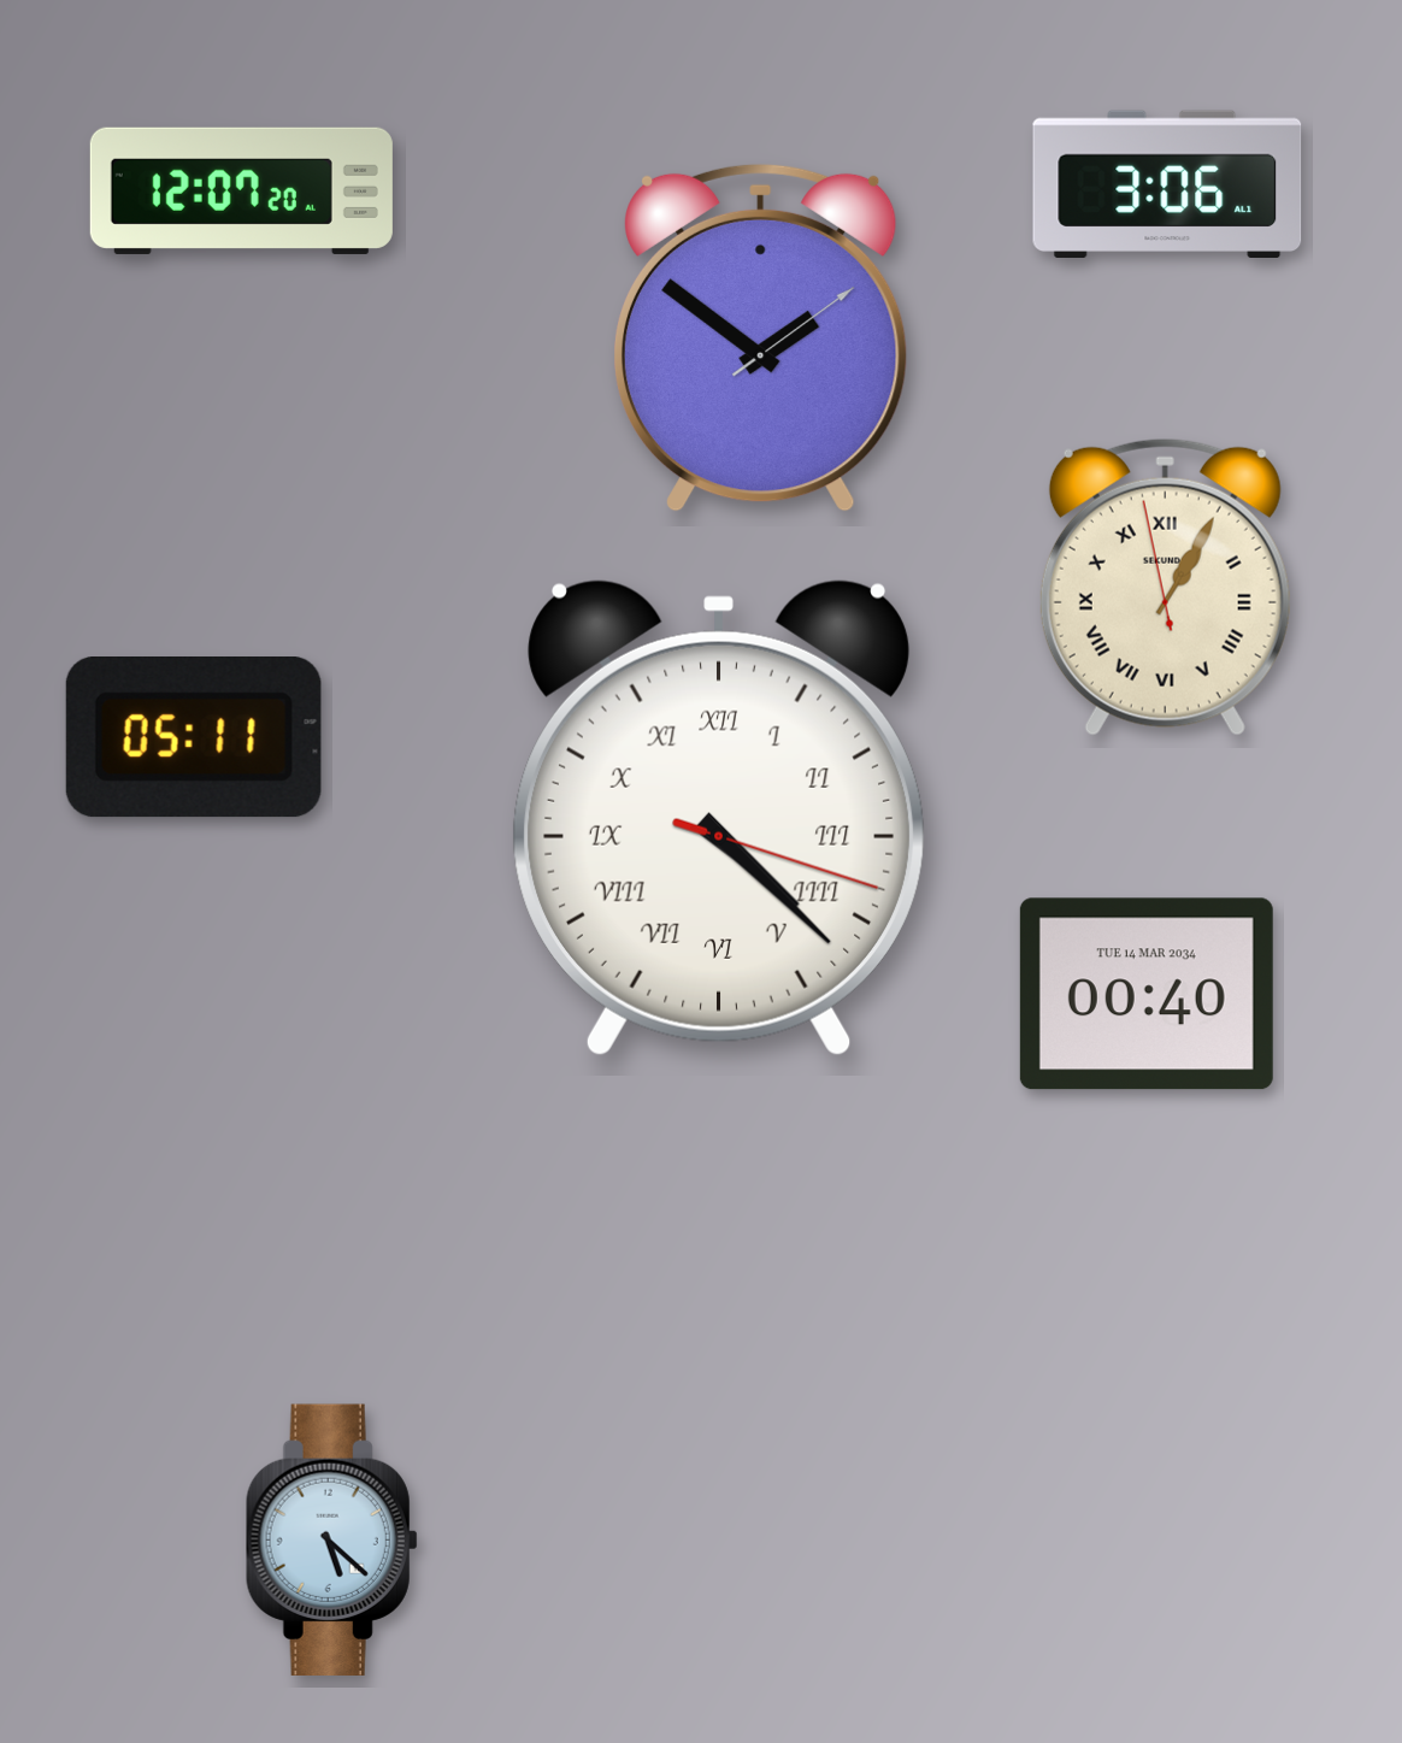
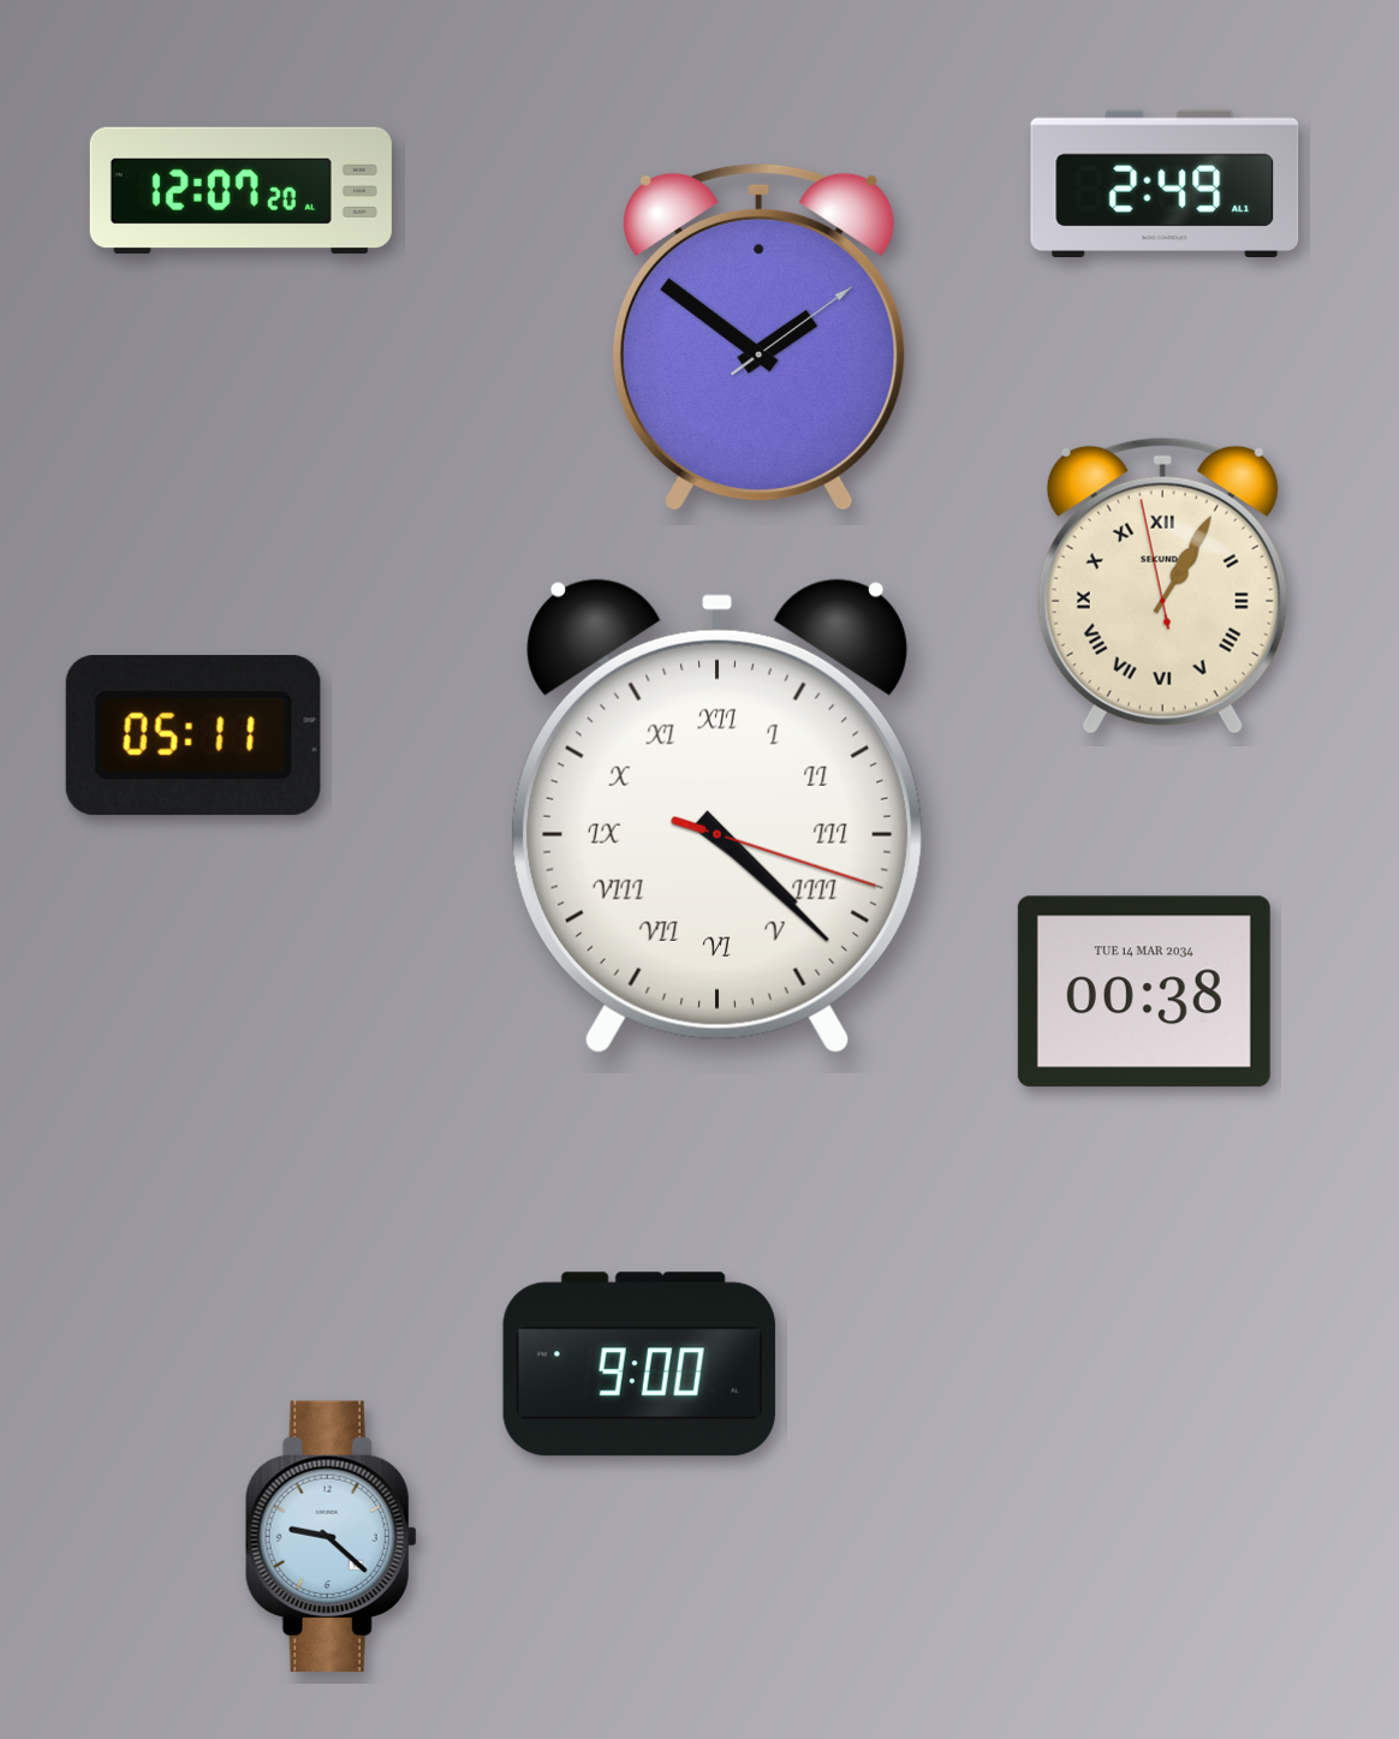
clock at (1167, 183): 3:06 -> 2:49
clock at (1147, 994): 00:40 -> 00:38
clock at (639, 1364): none -> 9:00
clock at (331, 1539): 5:22 -> 9:22
